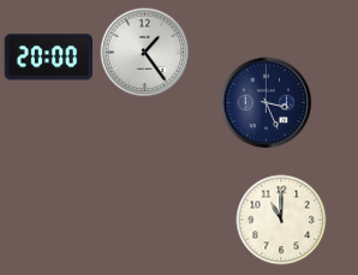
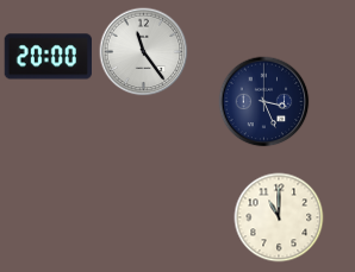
clock at (145, 53): 1:24 -> 11:24
